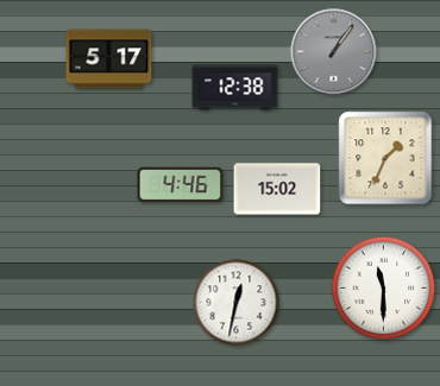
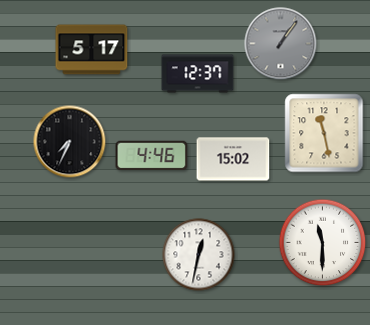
clock at (235, 88): 12:38 -> 12:37
clock at (385, 158): 1:34 -> 11:28
clock at (70, 142): none -> 7:34
